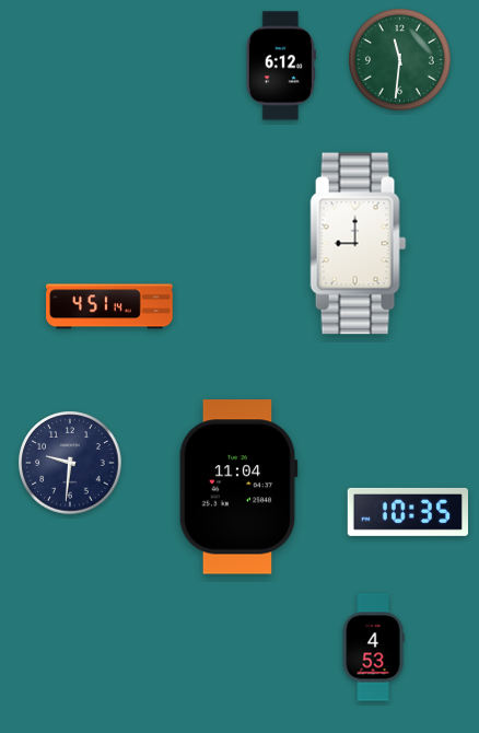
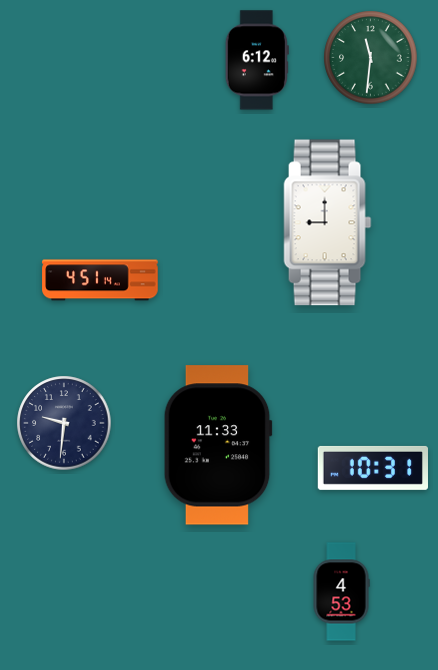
clock at (400, 60) position: (400, 60) -> (371, 58)
clock at (238, 487): 11:04 -> 11:33
clock at (407, 512): 10:35 -> 10:31
